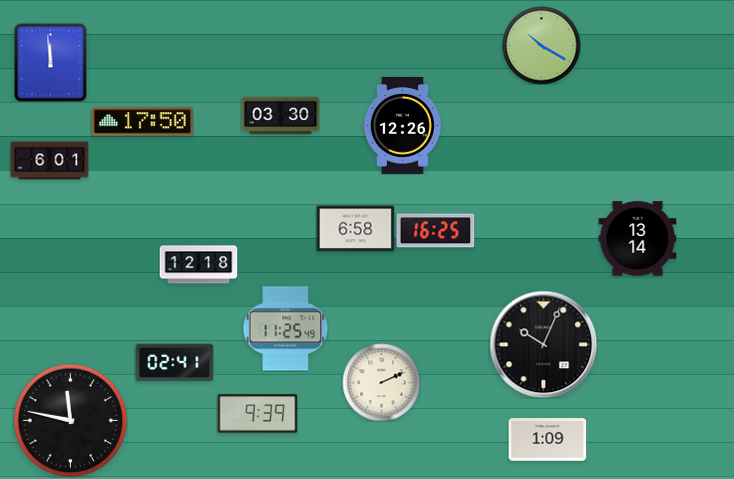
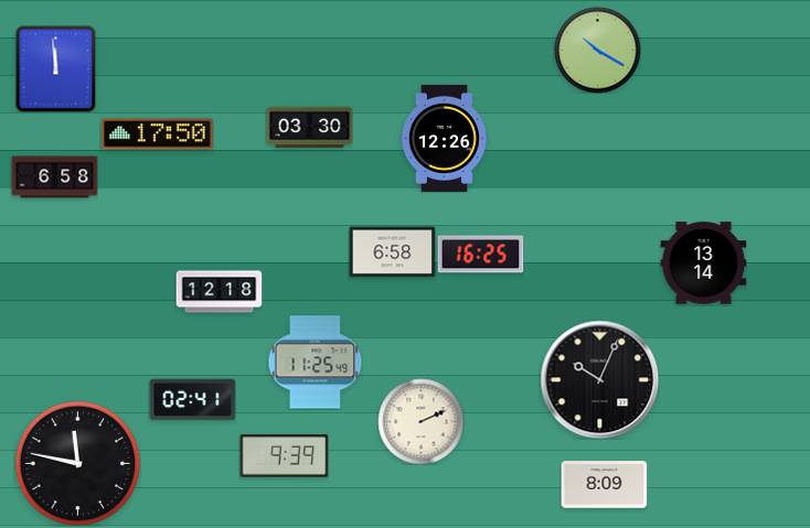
clock at (49, 161): 6:01 -> 6:58
clock at (547, 440): 1:09 -> 8:09
